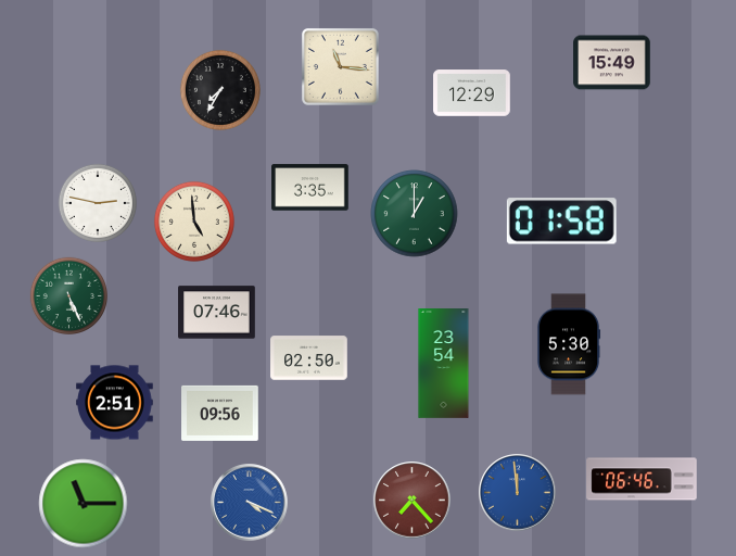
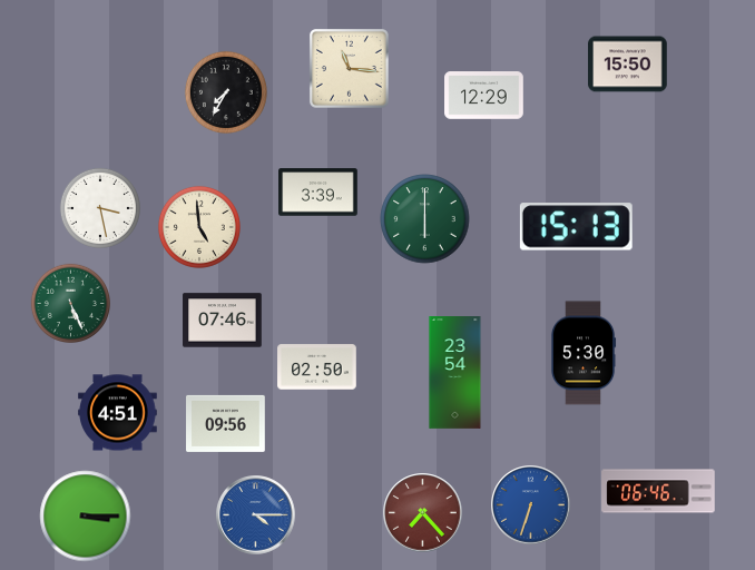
clock at (612, 63): 15:49 -> 15:50
clock at (310, 188): 3:35 -> 3:39
clock at (98, 203): 2:47 -> 3:28
clock at (415, 214): 1:00 -> 6:00
clock at (561, 222): 01:58 -> 15:13
clock at (115, 403): 2:51 -> 4:51
clock at (518, 493): 11:59 -> 6:33
clock at (250, 503): 4:19 -> 4:15
clock at (84, 504): 11:15 -> 3:15
